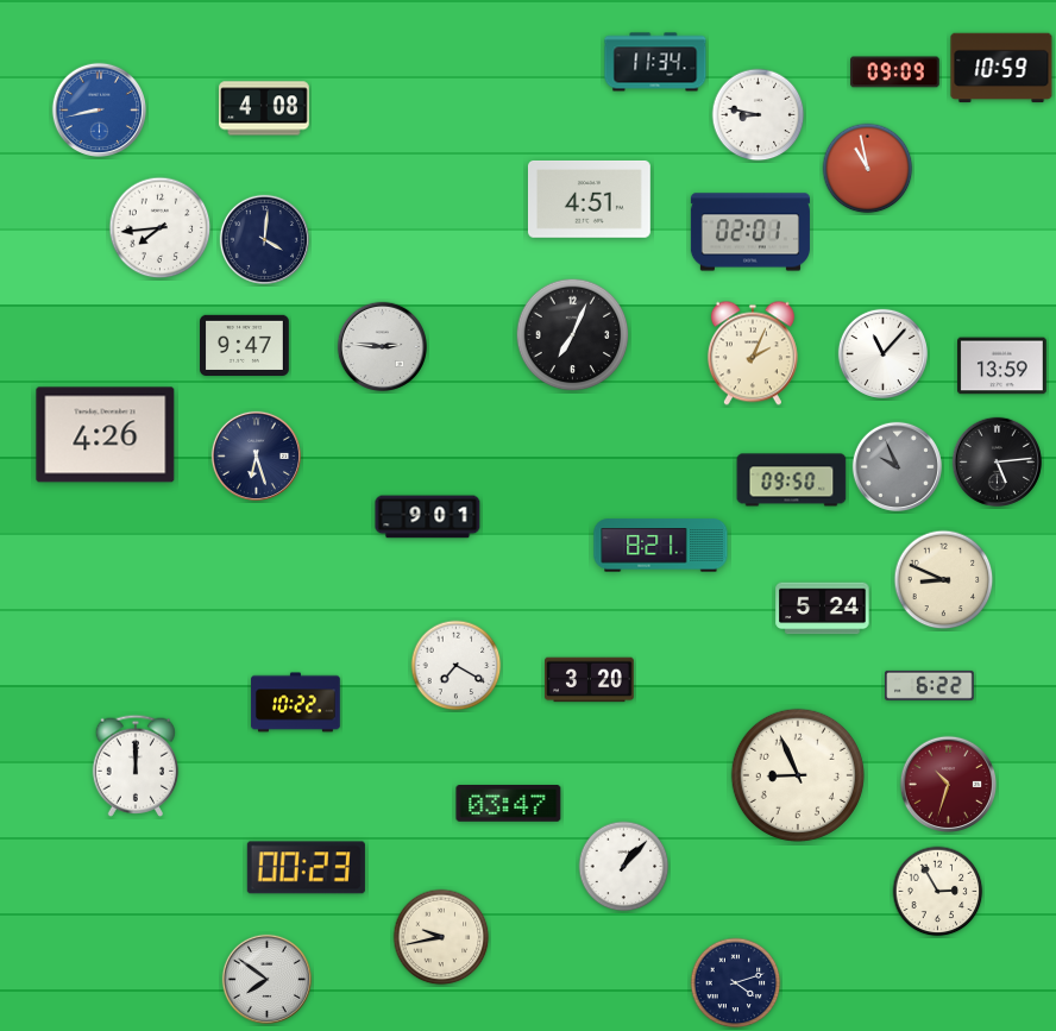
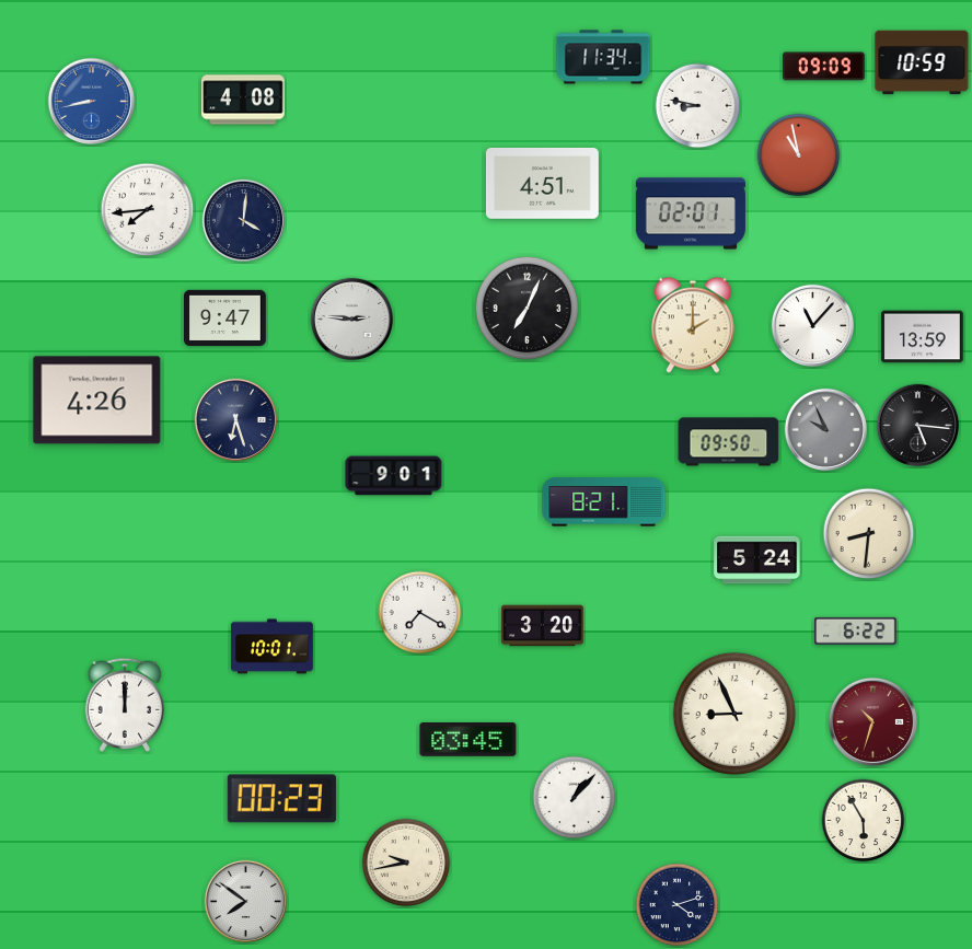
clock at (753, 353): 2:04 -> 2:00
clock at (997, 461): 5:14 -> 5:16
clock at (661, 546) position: (661, 546) -> (604, 502)
clock at (944, 580): 8:49 -> 8:31
clock at (296, 703): 10:22 -> 10:01
clock at (509, 804): 03:47 -> 03:45
clock at (938, 892): 2:55 -> 5:55
